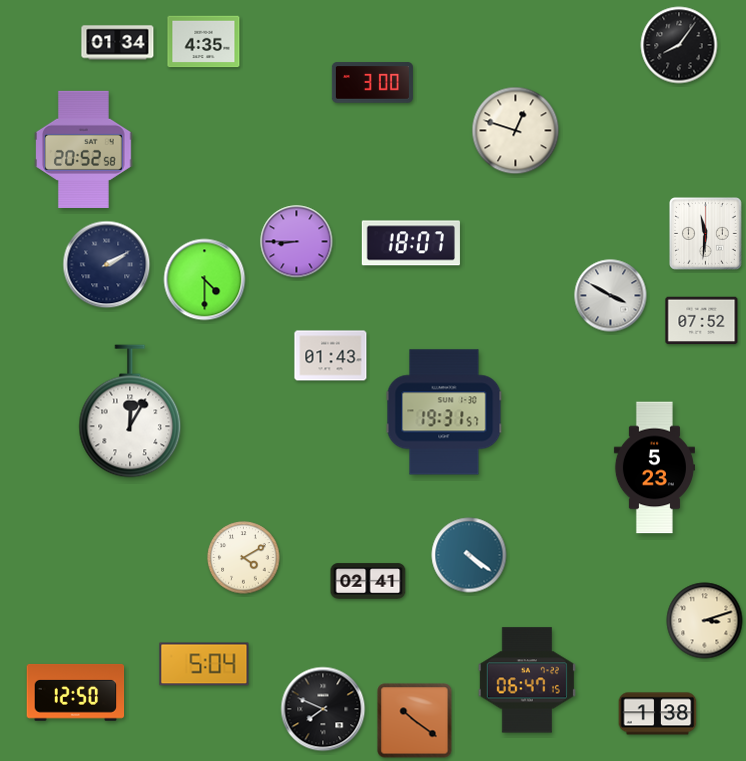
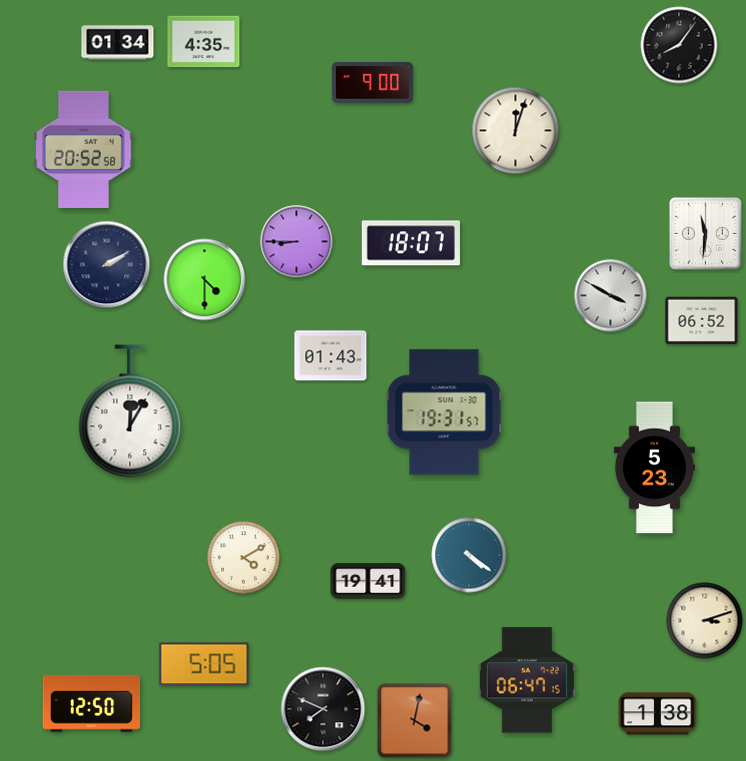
clock at (372, 83): 3:00 -> 9:00
clock at (516, 131): 12:48 -> 12:03
clock at (702, 321): 07:52 -> 06:52
clock at (368, 581): 02:41 -> 19:41
clock at (204, 664): 5:04 -> 5:05
clock at (76, 693) position: (76, 693) -> (92, 704)
clock at (415, 721): 10:21 -> 4:02
